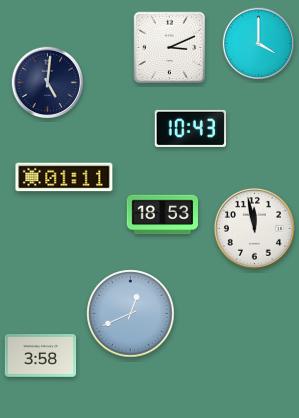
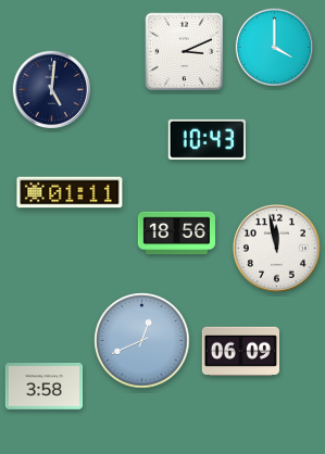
clock at (259, 44) position: (259, 44) -> (275, 48)
clock at (163, 215): 18:53 -> 18:56
clock at (240, 351): none -> 06:09
